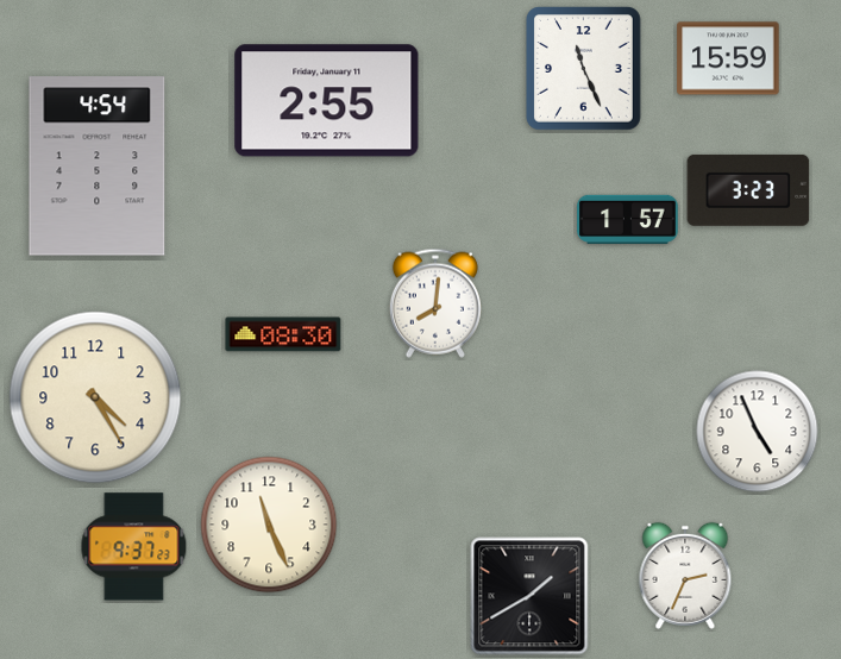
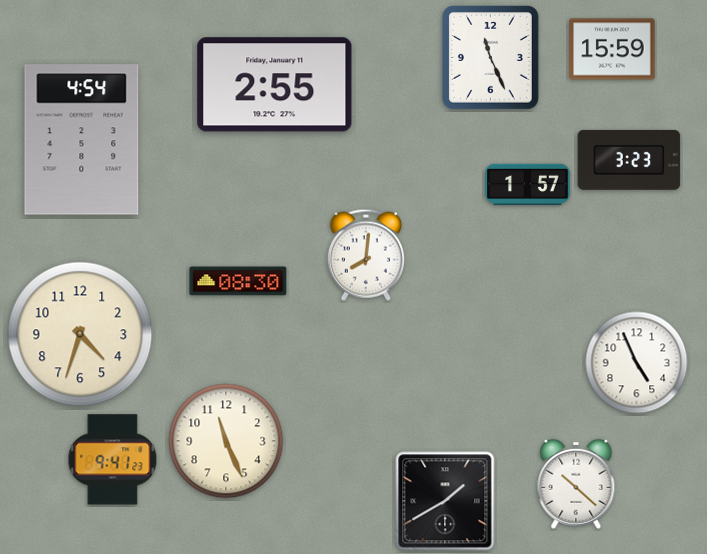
clock at (95, 397): 4:25 -> 4:33
clock at (134, 547): 9:37 -> 9:41
clock at (685, 576): 2:34 -> 10:22
